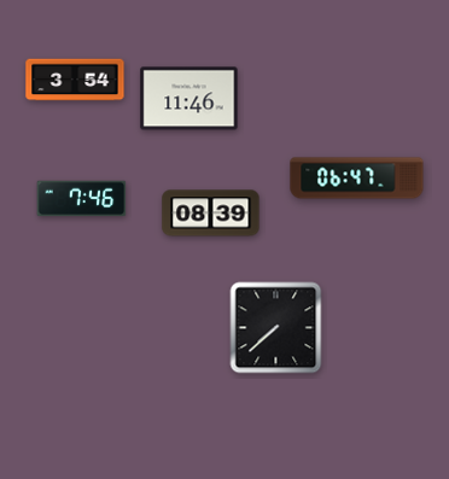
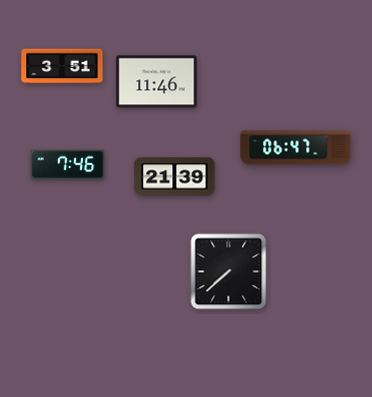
clock at (75, 80): 3:54 -> 3:51
clock at (211, 214): 08:39 -> 21:39
